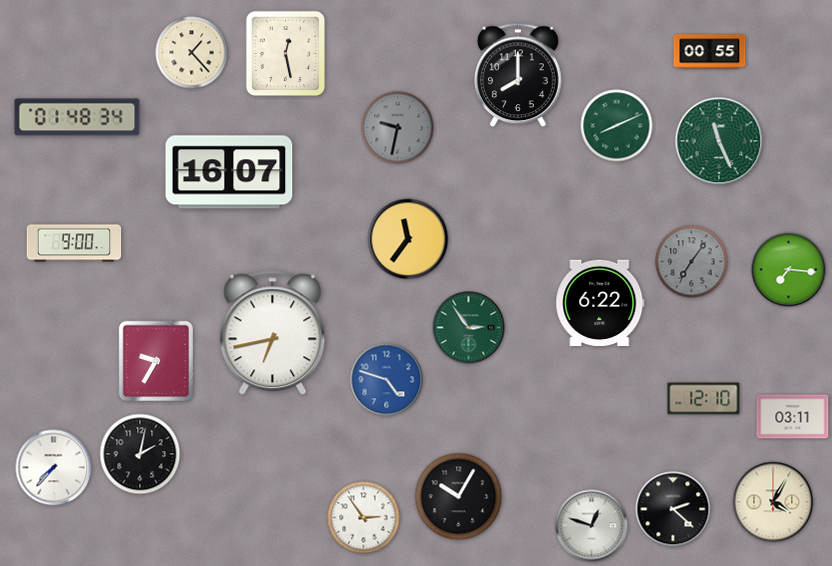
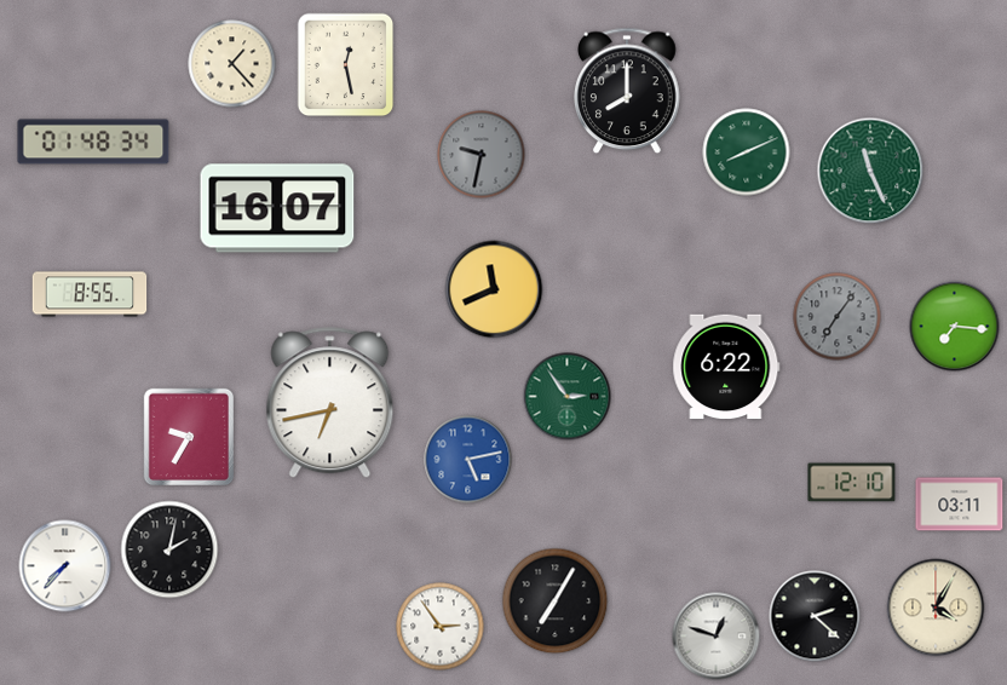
clock at (710, 52): 00:55 -> none
clock at (408, 239): 11:36 -> 11:41
clock at (74, 243): 9:00 -> 8:55
clock at (387, 380): 4:48 -> 5:13
clock at (459, 497): 10:05 -> 7:05
